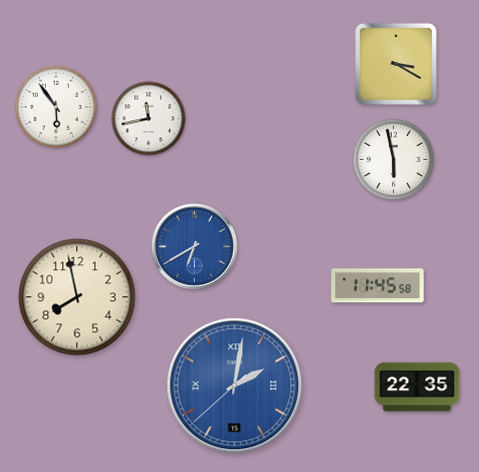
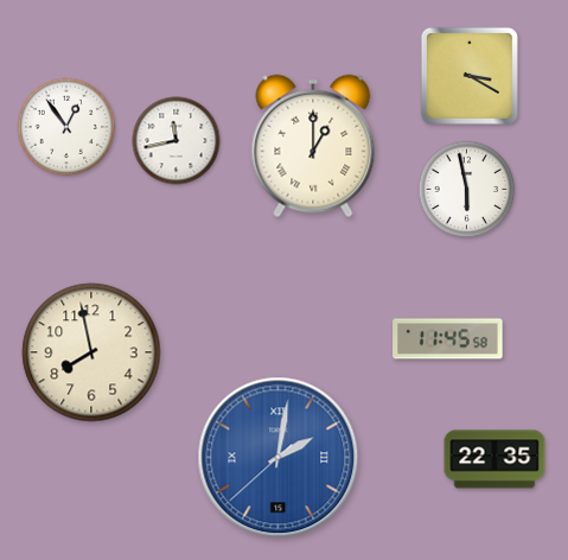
clock at (56, 107): 5:54 -> 12:54
clock at (313, 146): none -> 1:00
clock at (194, 246): 6:40 -> none
